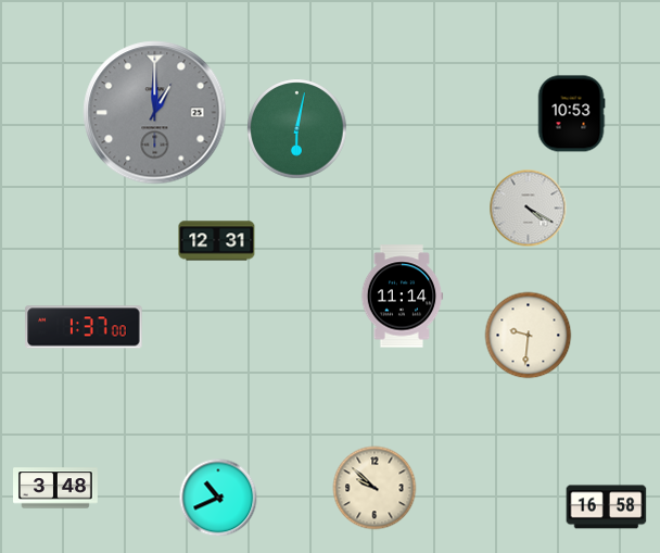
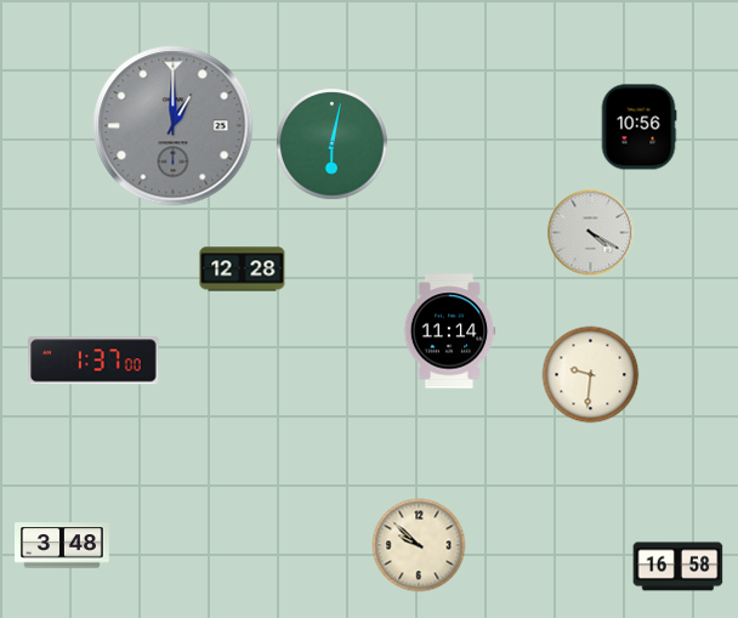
clock at (571, 114): 10:53 -> 10:56
clock at (217, 241): 12:31 -> 12:28
clock at (84, 327) position: (84, 327) -> (93, 361)
clock at (218, 498): 10:41 -> none
